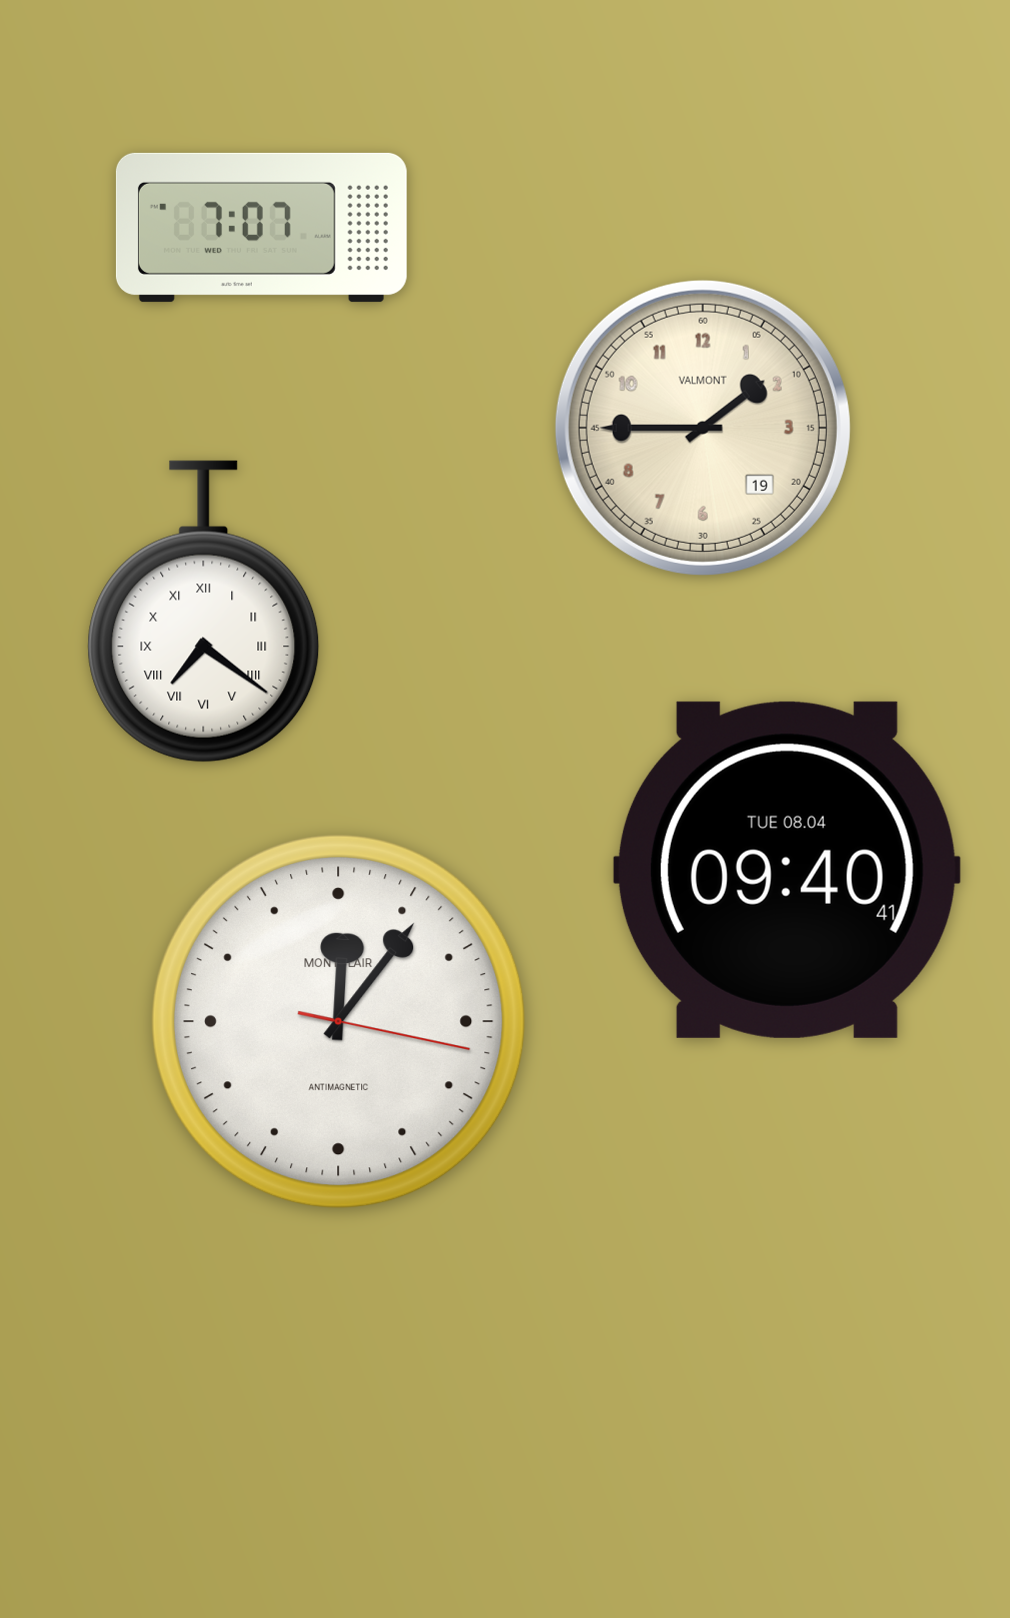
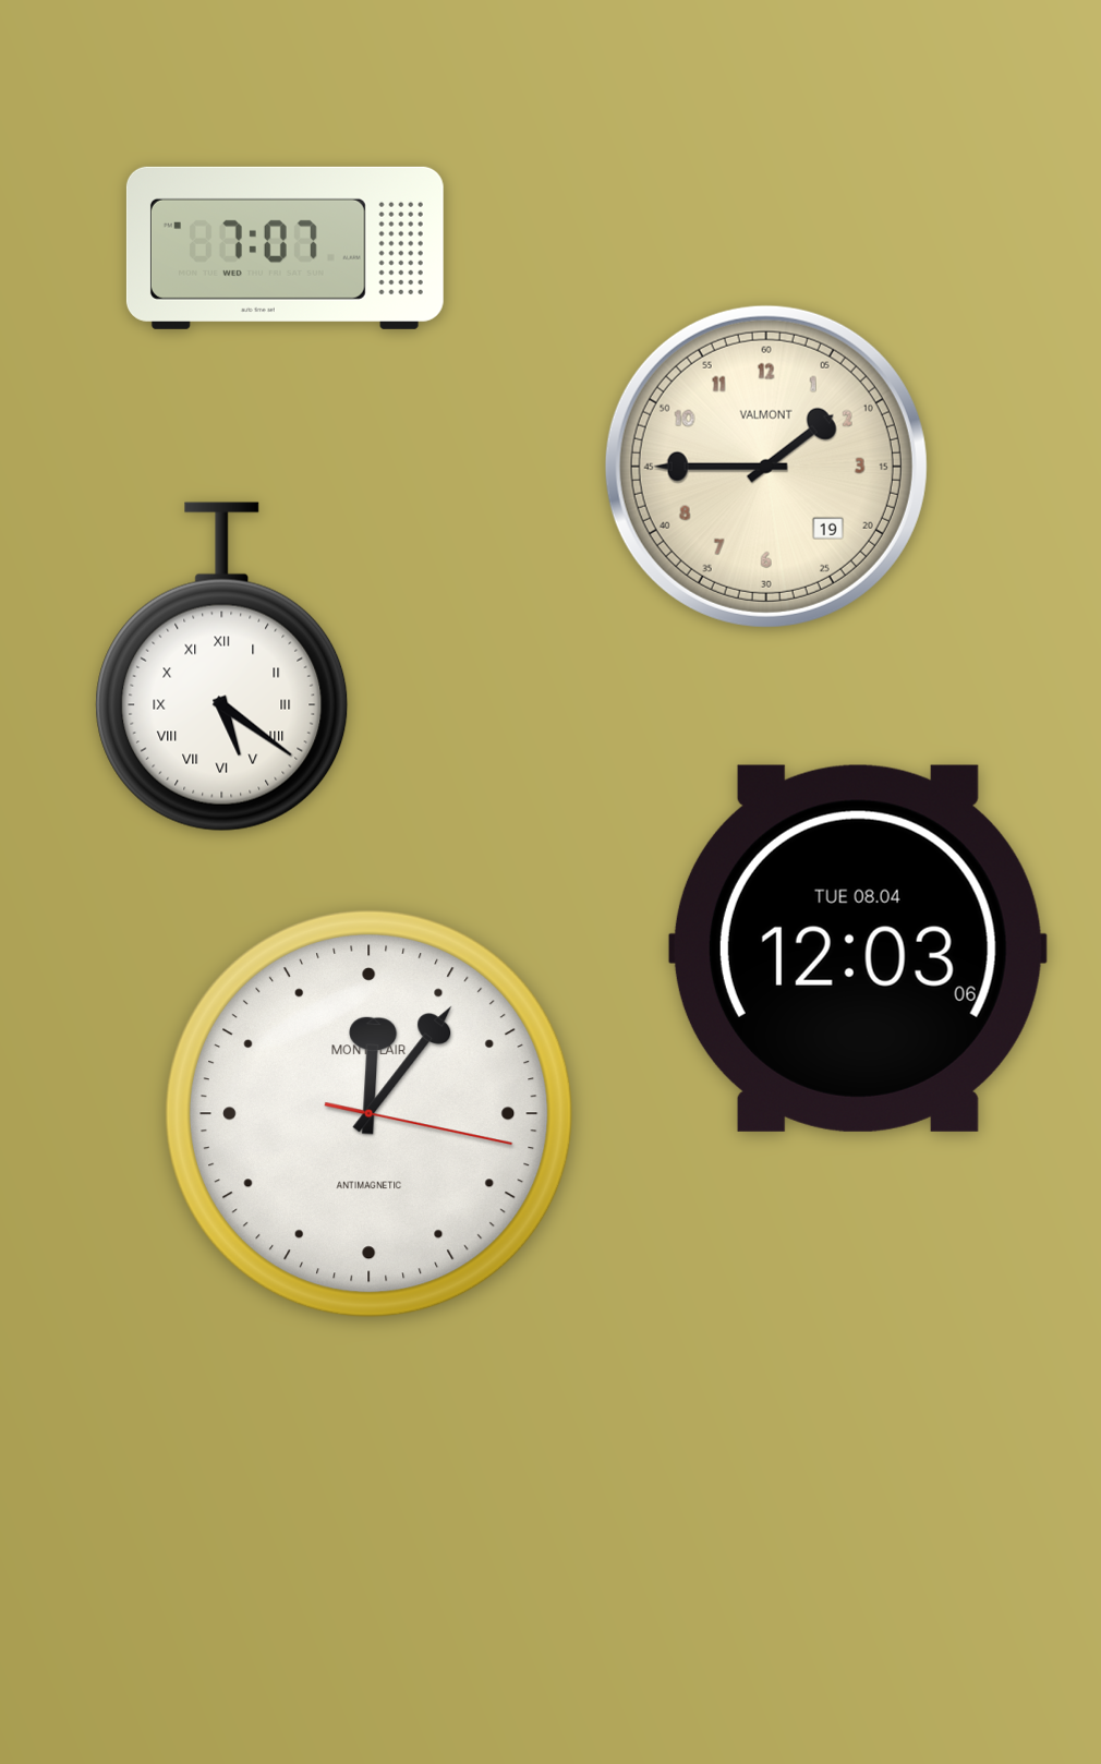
clock at (204, 612): 7:21 -> 5:21
clock at (787, 870): 09:40 -> 12:03
